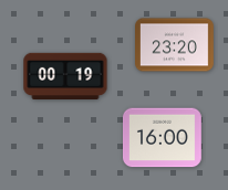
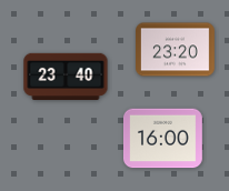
clock at (175, 45) position: (175, 45) -> (176, 50)
clock at (65, 75): 00:19 -> 23:40
